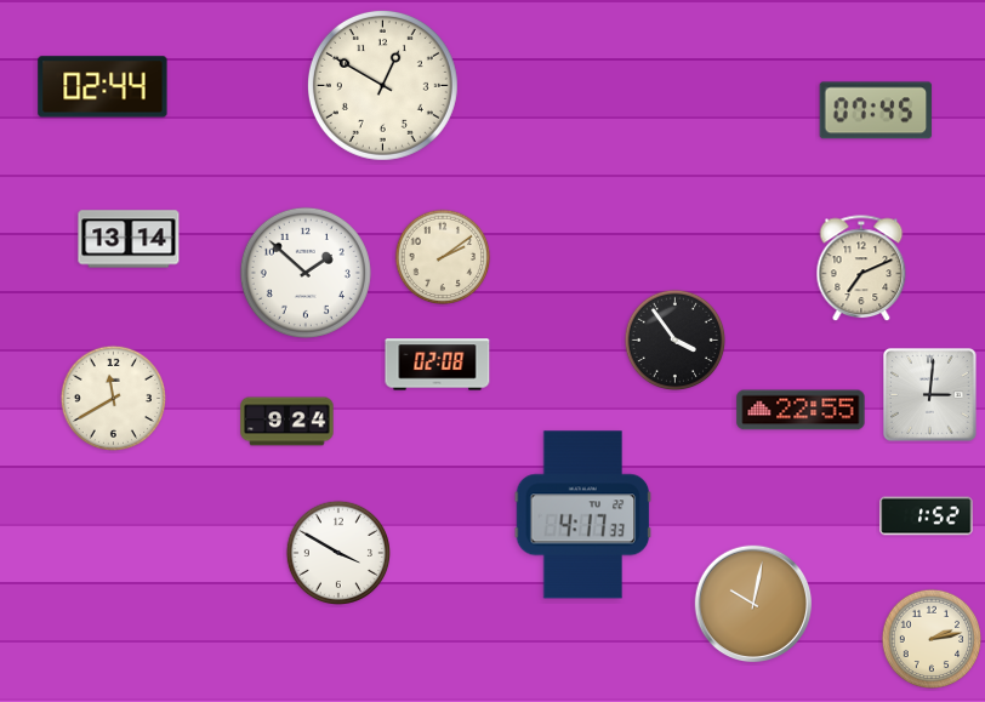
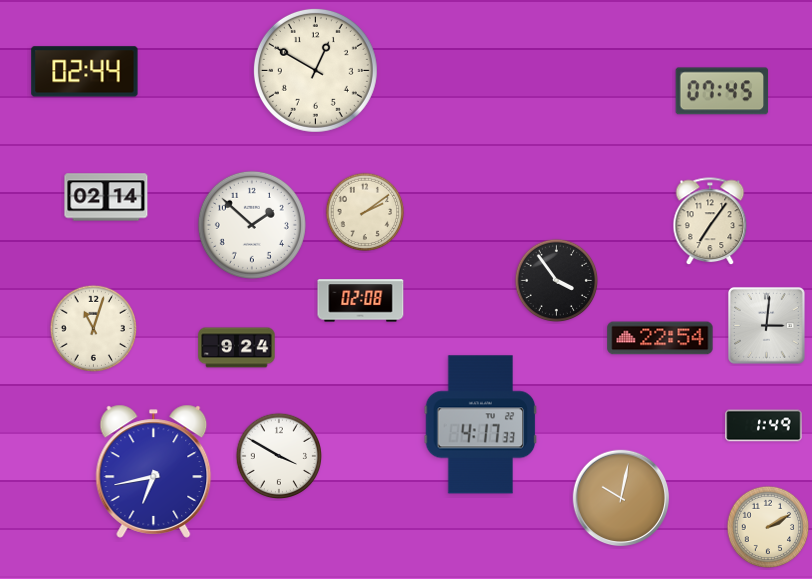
clock at (129, 239): 13:14 -> 02:14
clock at (861, 269): 7:11 -> 7:06
clock at (113, 398): 11:40 -> 11:03
clock at (801, 410): 22:55 -> 22:54
clock at (927, 516): 1:52 -> 1:49
clock at (154, 471): none -> 6:43
clock at (932, 639): 2:13 -> 2:10
